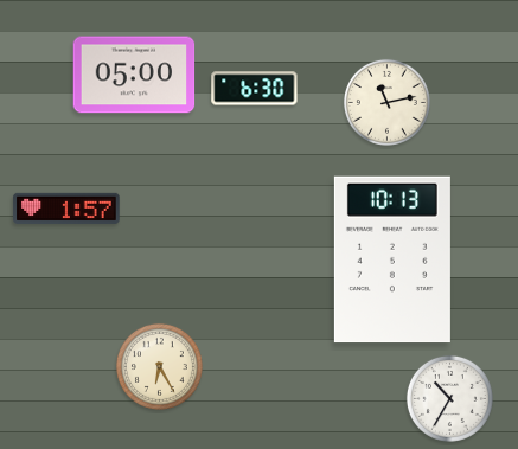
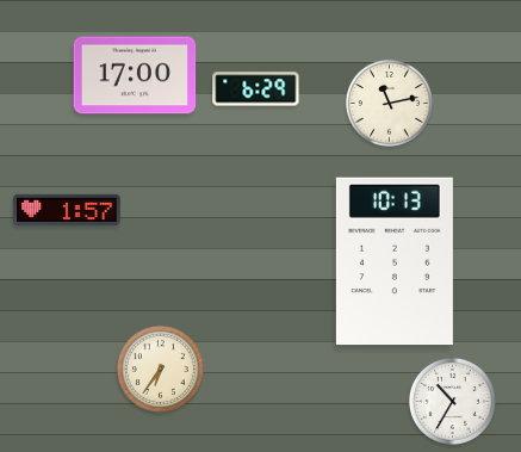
clock at (134, 75): 05:00 -> 17:00
clock at (255, 89): 6:30 -> 6:29
clock at (159, 366): 6:25 -> 6:36
